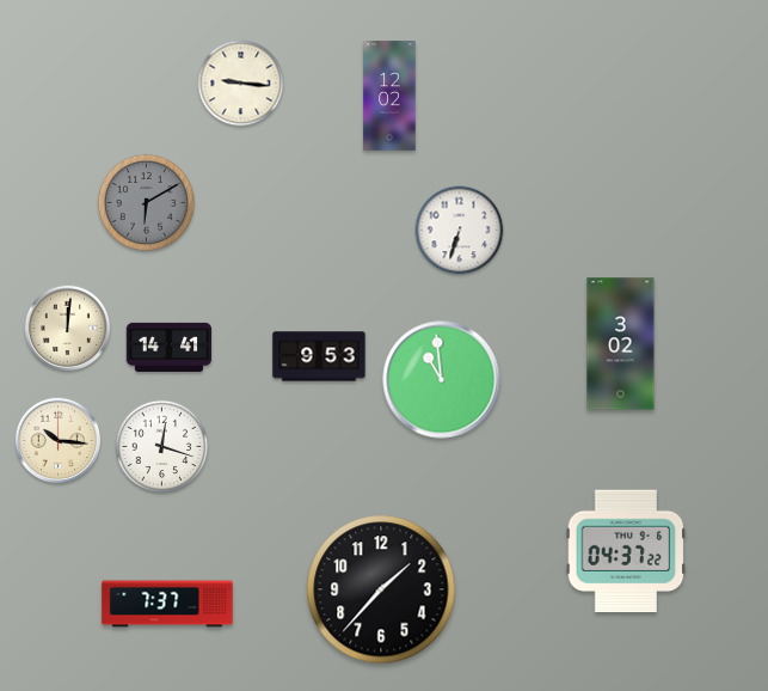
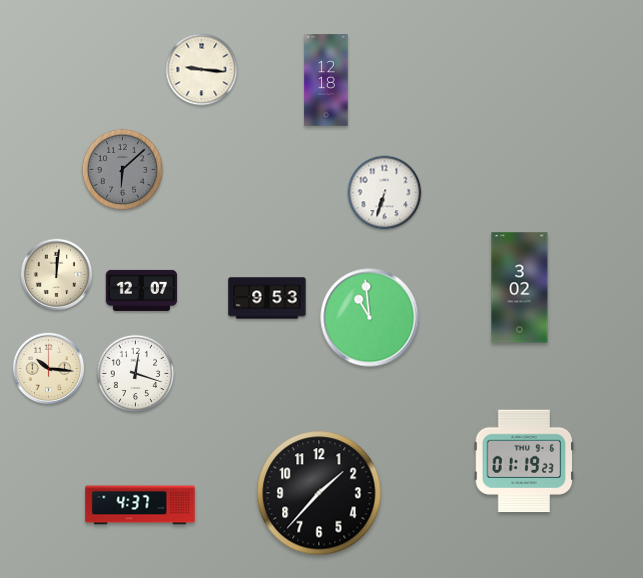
clock at (389, 96): 12:02 -> 12:18
clock at (146, 202): 6:10 -> 6:08
clock at (170, 347): 14:41 -> 12:07
clock at (626, 551): 04:37 -> 01:19
clock at (167, 604): 7:37 -> 4:37
